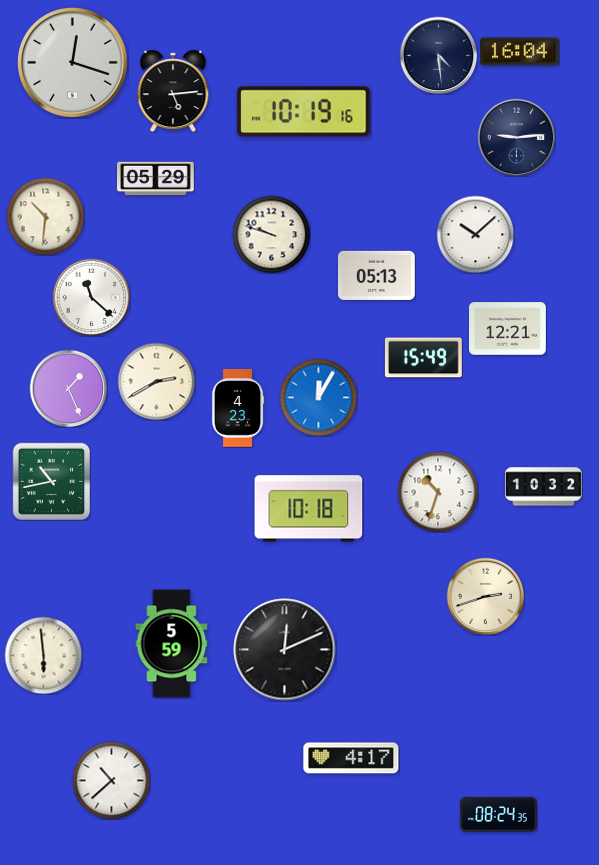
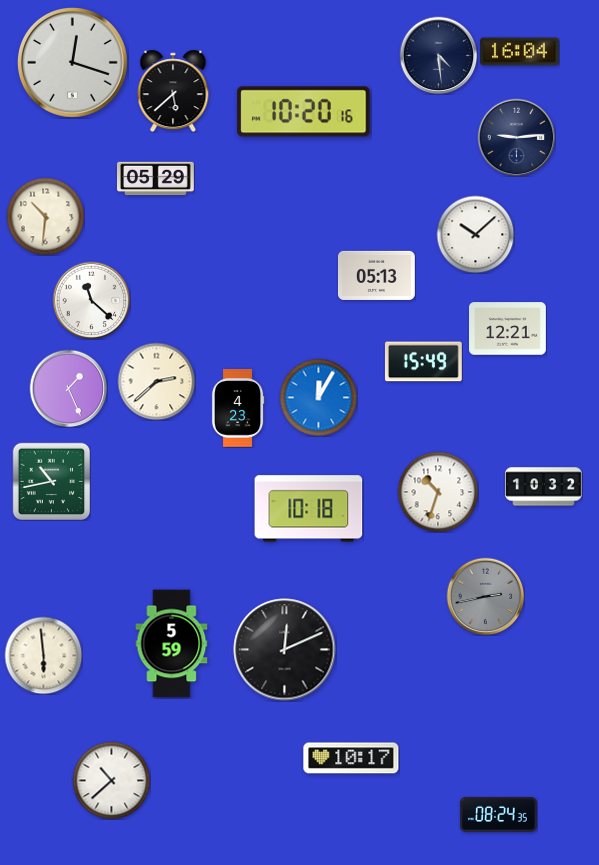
clock at (173, 91): 5:14 -> 5:38
clock at (304, 112): 10:19 -> 10:20
clock at (271, 234): 9:48 -> none
clock at (91, 297) position: (91, 297) -> (91, 300)
clock at (423, 358) position: (423, 358) -> (423, 362)
clock at (156, 381): 2:40 -> 2:38
clock at (485, 596): 2:42 -> 2:43
clock at (485, 596) dial: cream -> grey
clock at (351, 758): 4:17 -> 10:17
